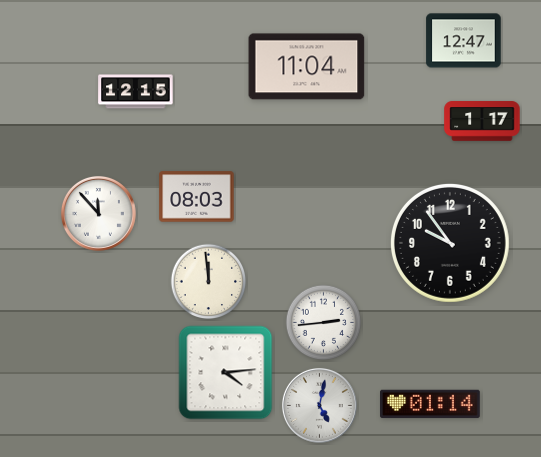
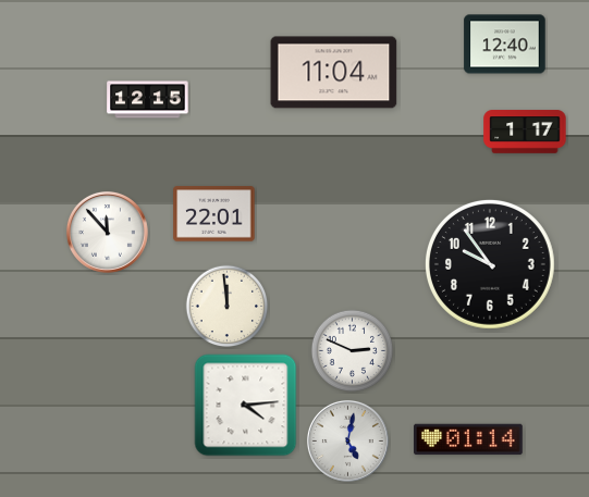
clock at (464, 41): 12:47 -> 12:40
clock at (197, 197): 08:03 -> 22:01
clock at (324, 323): 2:44 -> 2:49
